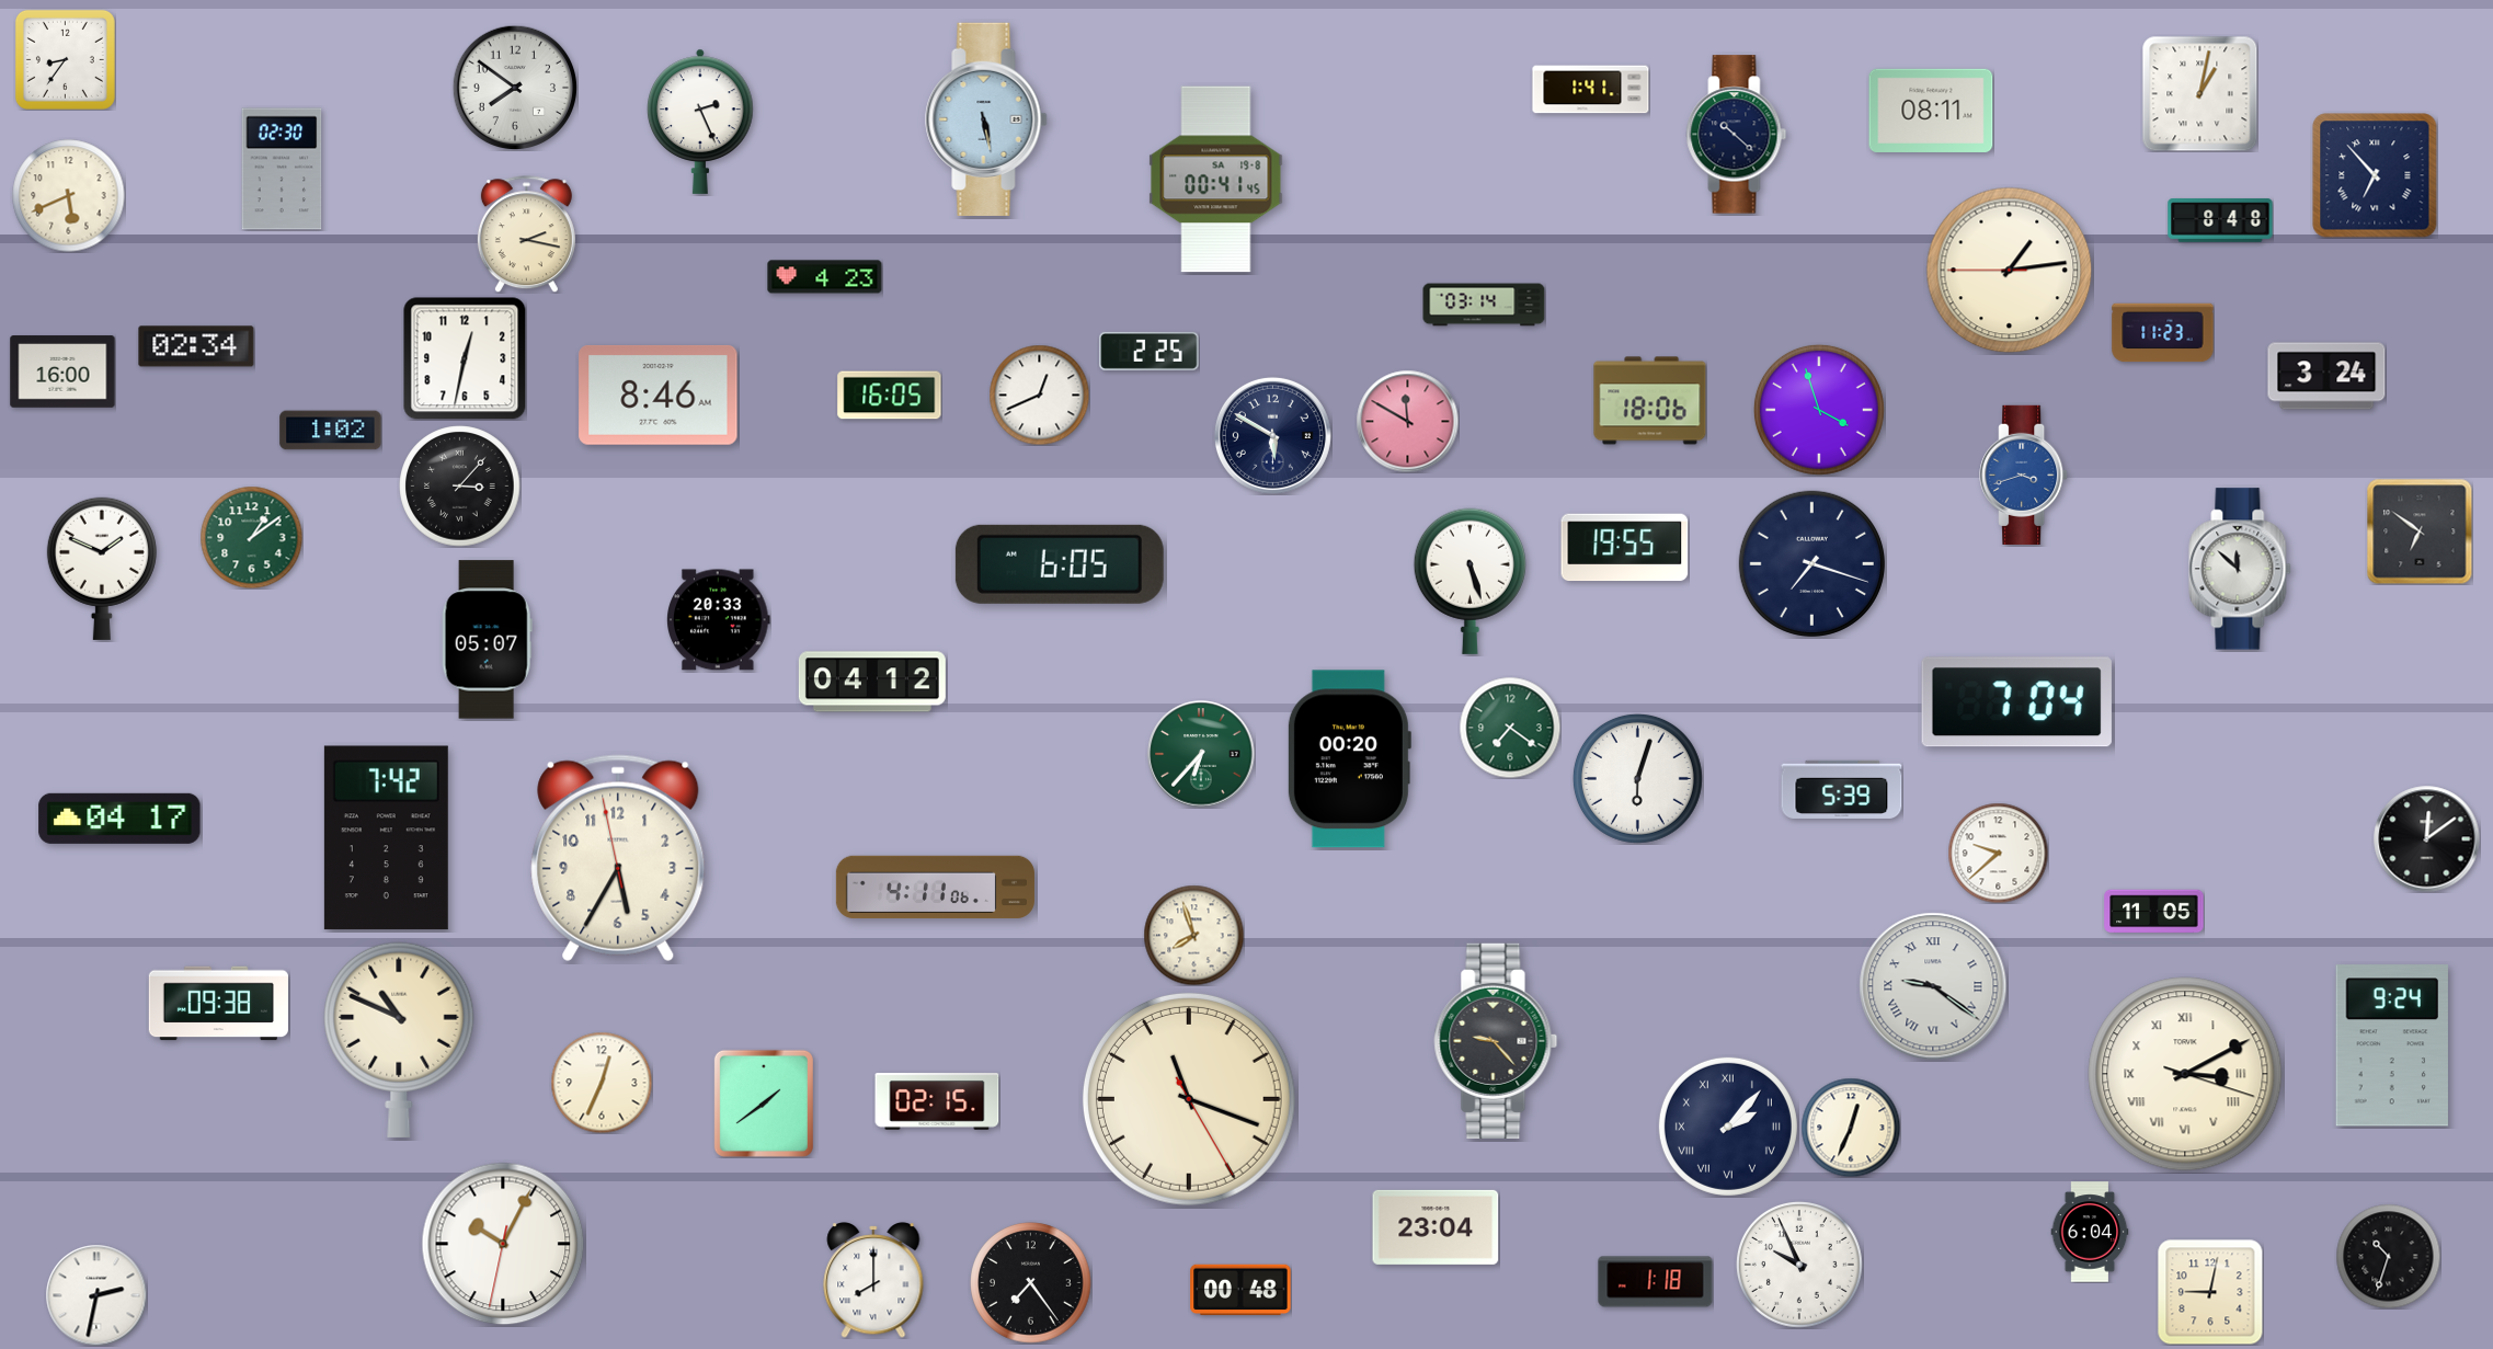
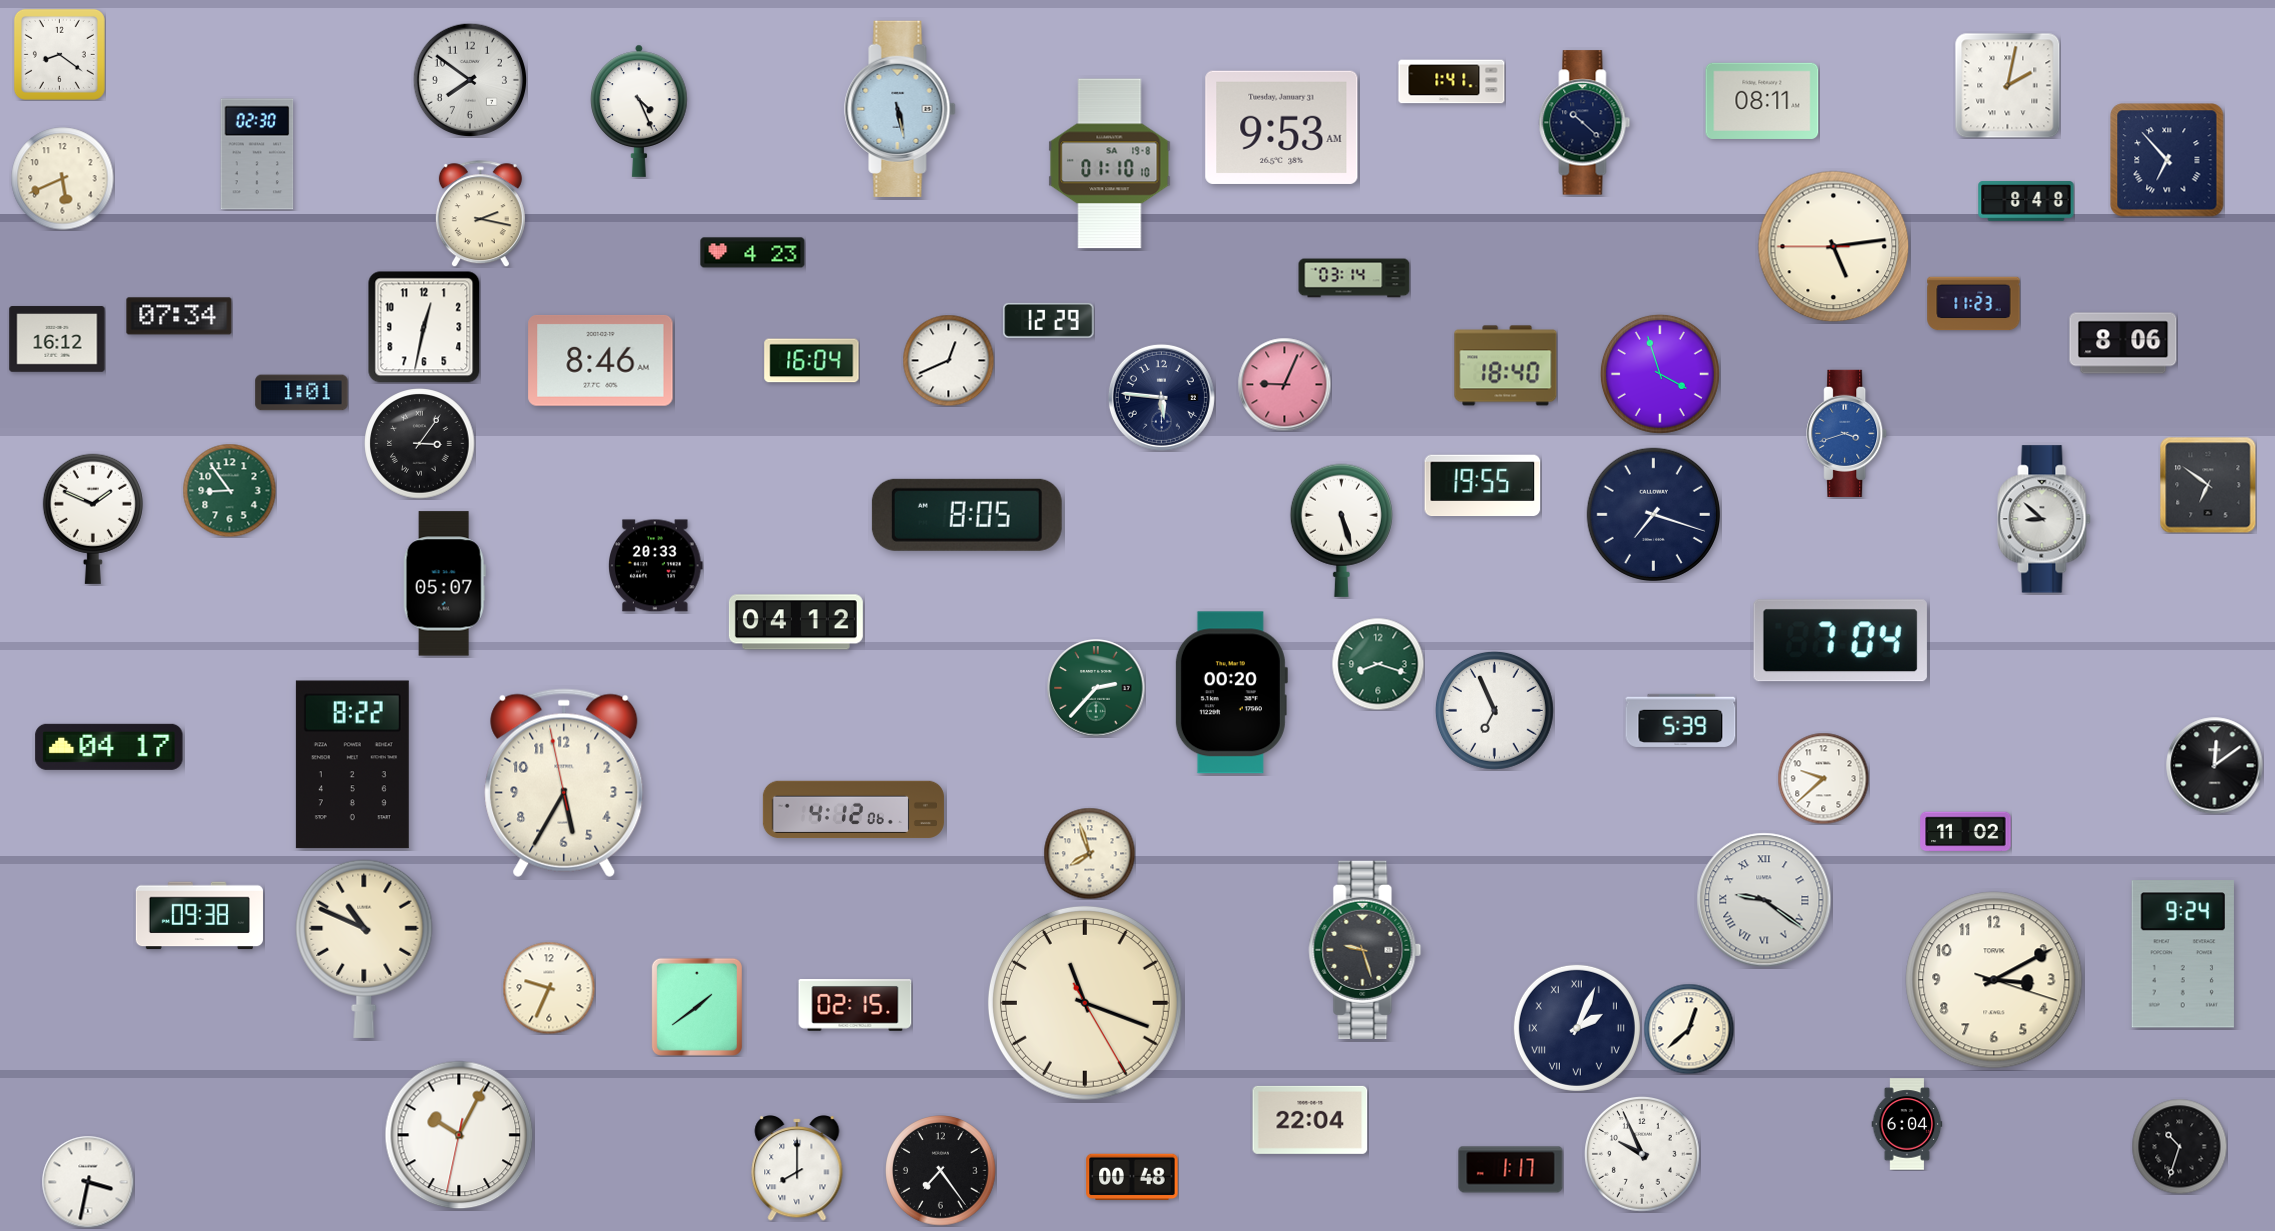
clock at (65, 59): 8:36 -> 8:21
clock at (2199, 93): 1:02 -> 2:02
clock at (700, 122): 2:26 -> 4:26
clock at (1282, 127): none -> 9:53
clock at (1216, 180): 00:41 -> 01:10
clock at (2010, 271): 1:13 -> 5:13
clock at (196, 346): 02:34 -> 07:34
clock at (1150, 351): 2:25 -> 12:29
clock at (62, 371): 16:00 -> 16:12
clock at (2326, 376): 3:24 -> 8:06
clock at (890, 396): 16:05 -> 16:04
clock at (1650, 401): 18:06 -> 18:40
clock at (1407, 421): 11:50 -> 9:04
clock at (331, 431): 1:02 -> 1:01
clock at (1272, 435): 5:50 -> 5:46
clock at (460, 487): 3:07 -> 3:06
clock at (251, 537): 1:09 -> 8:54
clock at (1625, 548) position: (1625, 548) -> (1483, 486)
clock at (1060, 564): 6:05 -> 8:05
clock at (2240, 569): 11:52 -> 8:52
clock at (1510, 728): 7:21 -> 8:18
clock at (1201, 754): 6:37 -> 2:37
clock at (1637, 778): 6:03 -> 6:56
clock at (386, 838): 7:42 -> 8:22
clock at (935, 888): 4:11 -> 4:12
clock at (2154, 912): 11:05 -> 11:02
clock at (1496, 1041): 9:23 -> 9:27
clock at (2185, 1074) numerals: Roman -> Arabic
clock at (602, 1083): 12:34 -> 9:34
clock at (1728, 1127): 2:07 -> 2:04
clock at (1851, 1128): 12:34 -> 12:38
clock at (1436, 1227): 23:04 -> 22:04
clock at (1656, 1282): 1:18 -> 1:17
clock at (2210, 1292): 9:02 -> none
clock at (96, 1295): 2:32 -> 3:32
